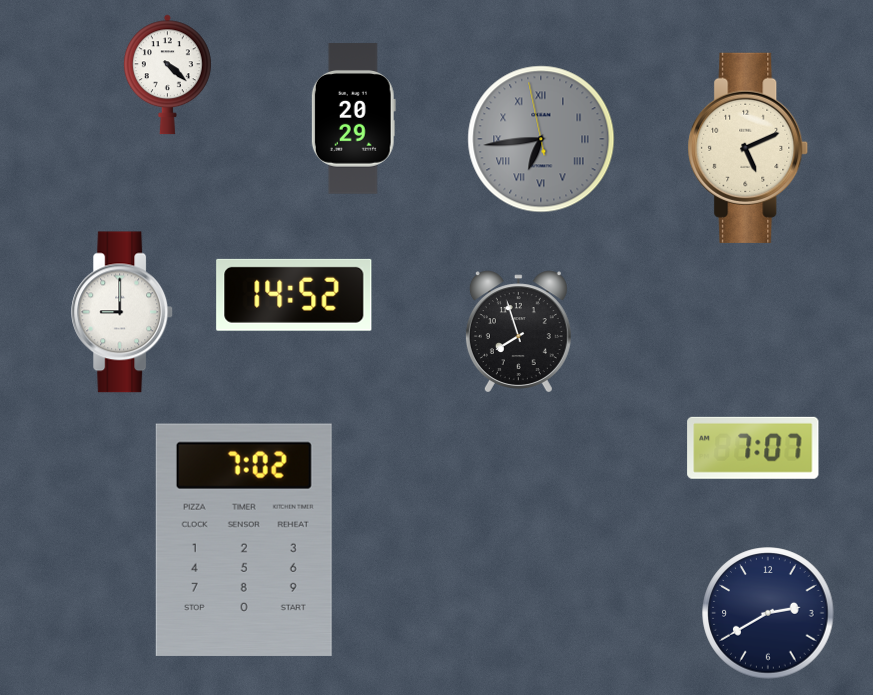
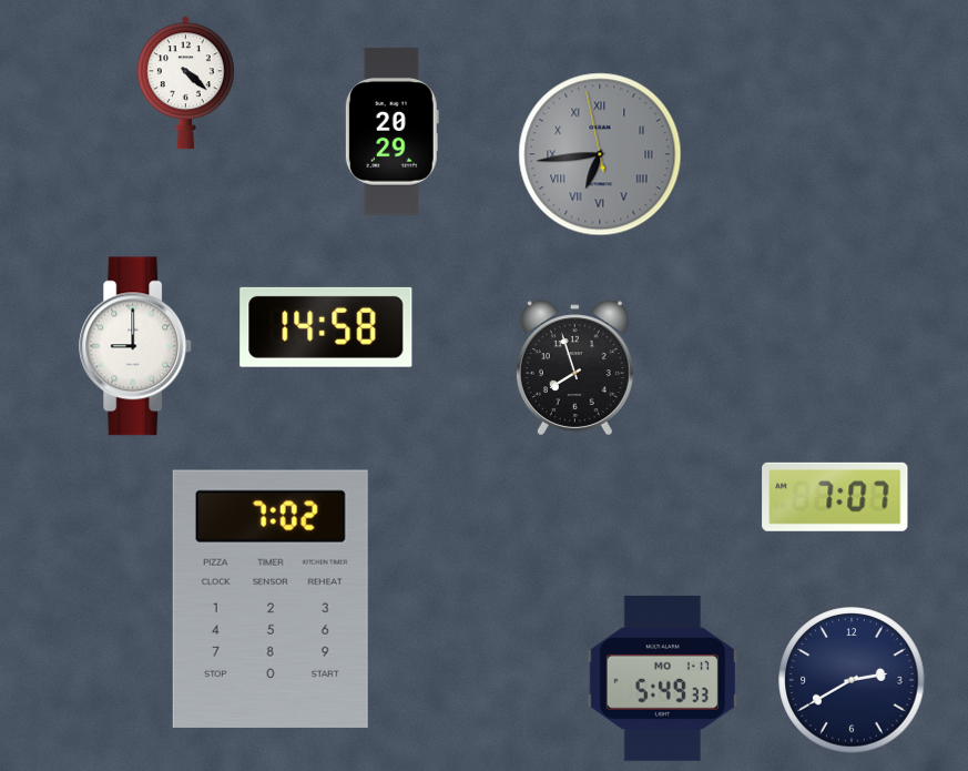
clock at (748, 148): 5:11 -> none
clock at (294, 295): 14:52 -> 14:58
clock at (662, 678): none -> 5:49
